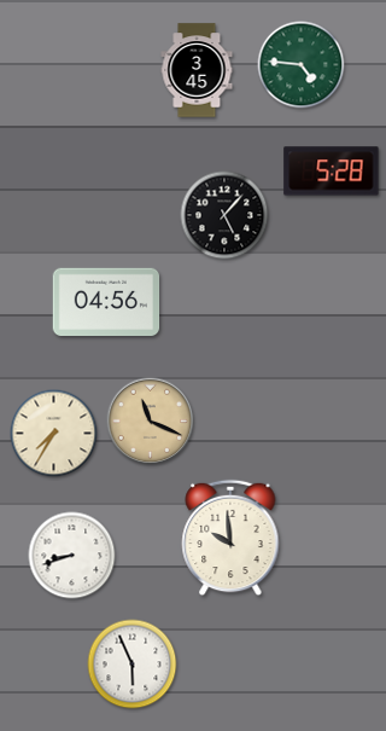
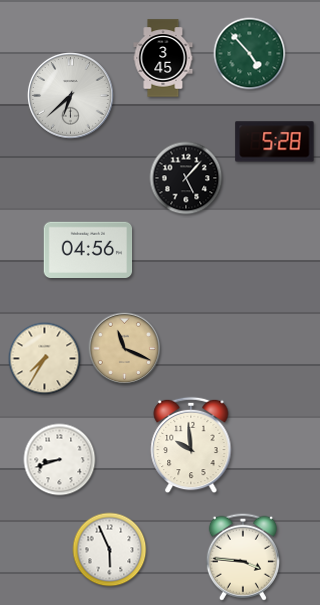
clock at (302, 65): 4:46 -> 4:53
clock at (71, 96): none -> 6:38
clock at (243, 557): none -> 3:46
